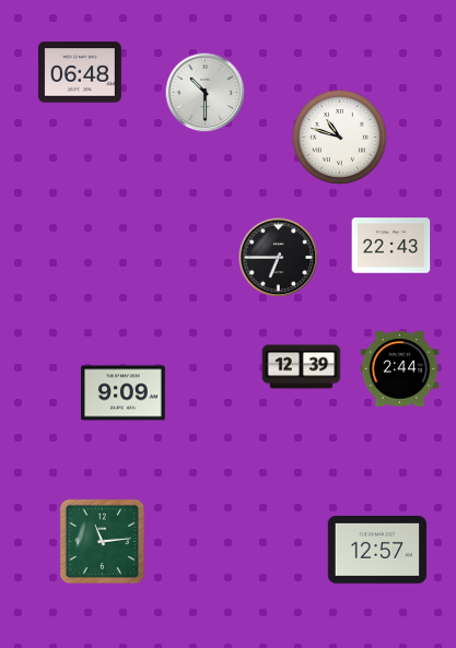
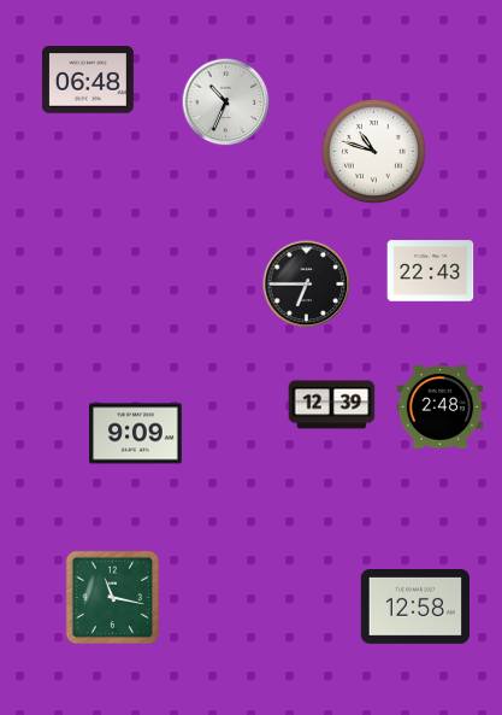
clock at (206, 93): 10:30 -> 10:34
clock at (400, 369): 2:44 -> 2:48
clock at (103, 542): 11:14 -> 11:17
clock at (377, 551): 12:57 -> 12:58
